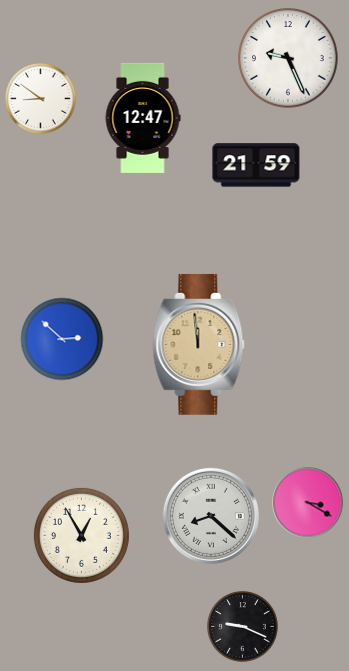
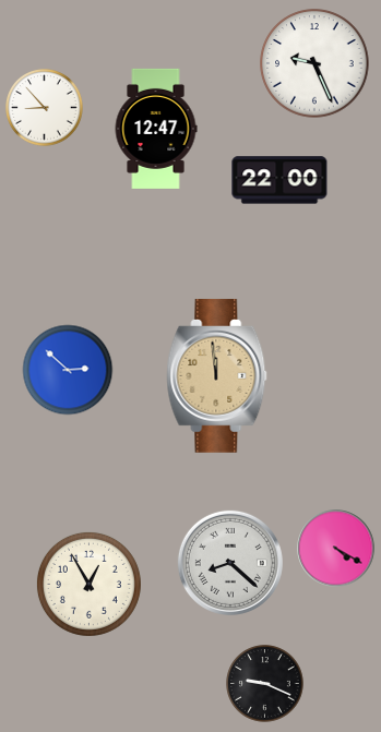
clock at (41, 99): 8:51 -> 8:53
clock at (256, 165): 21:59 -> 22:00
clock at (308, 503): 3:20 -> 4:20
